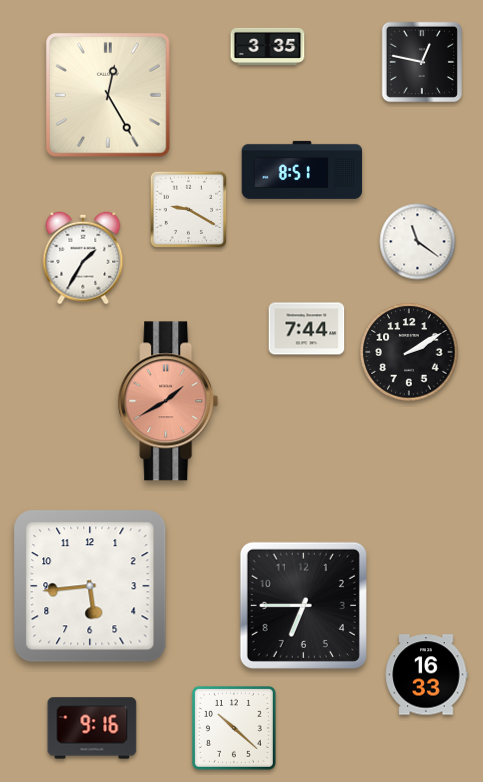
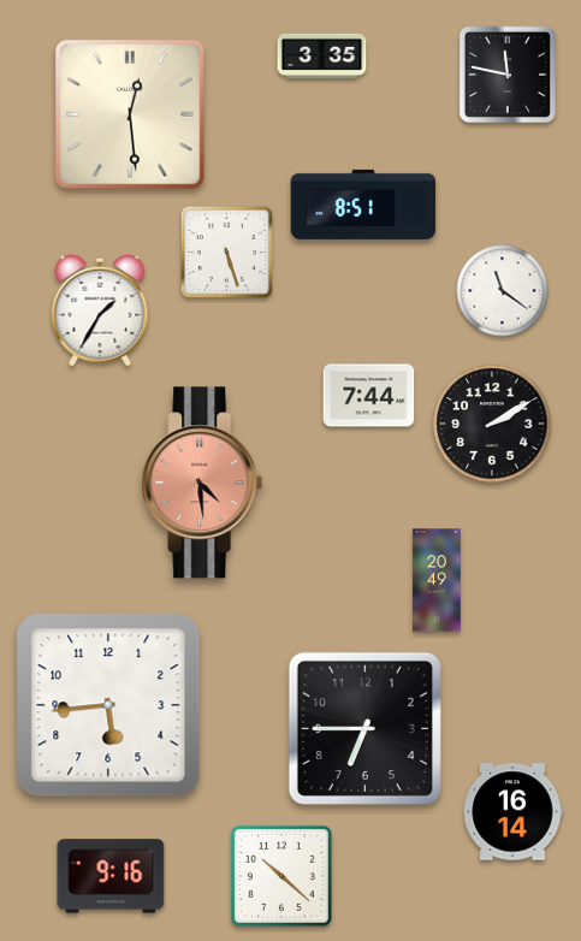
clock at (421, 61): 12:47 -> 11:47
clock at (109, 96): 12:25 -> 12:29
clock at (188, 209): 9:20 -> 5:27
clock at (168, 401): 1:40 -> 4:29
clock at (437, 580): none -> 20:49
clock at (426, 675): 16:33 -> 16:14
